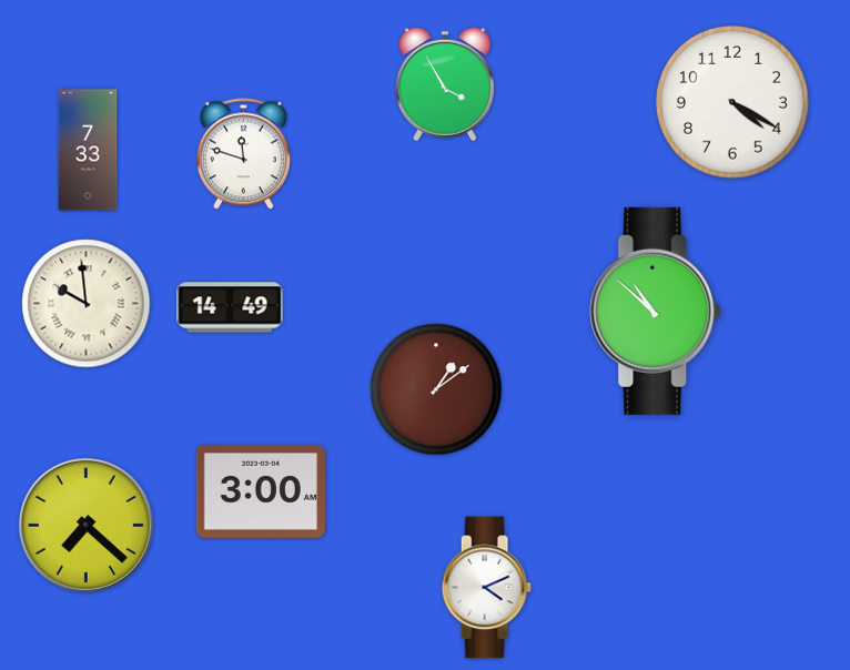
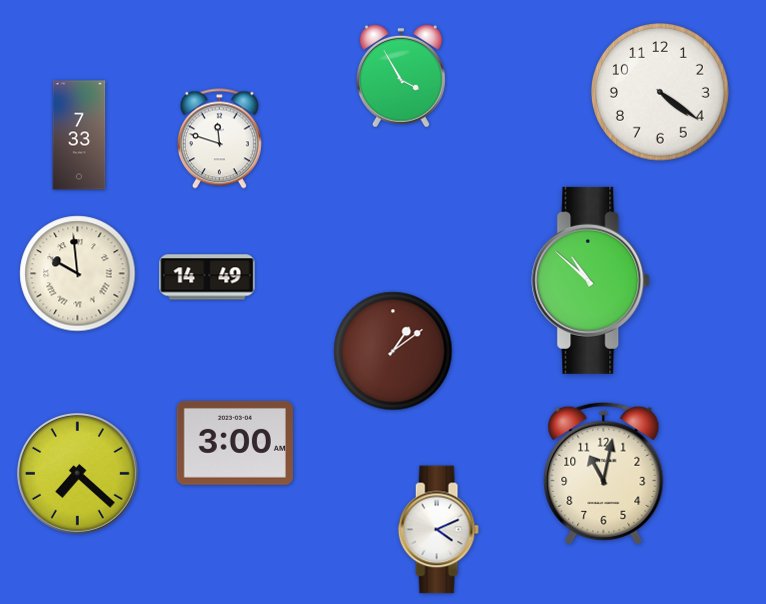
clock at (733, 103): 4:20 -> 4:21
clock at (604, 473): none -> 11:02
